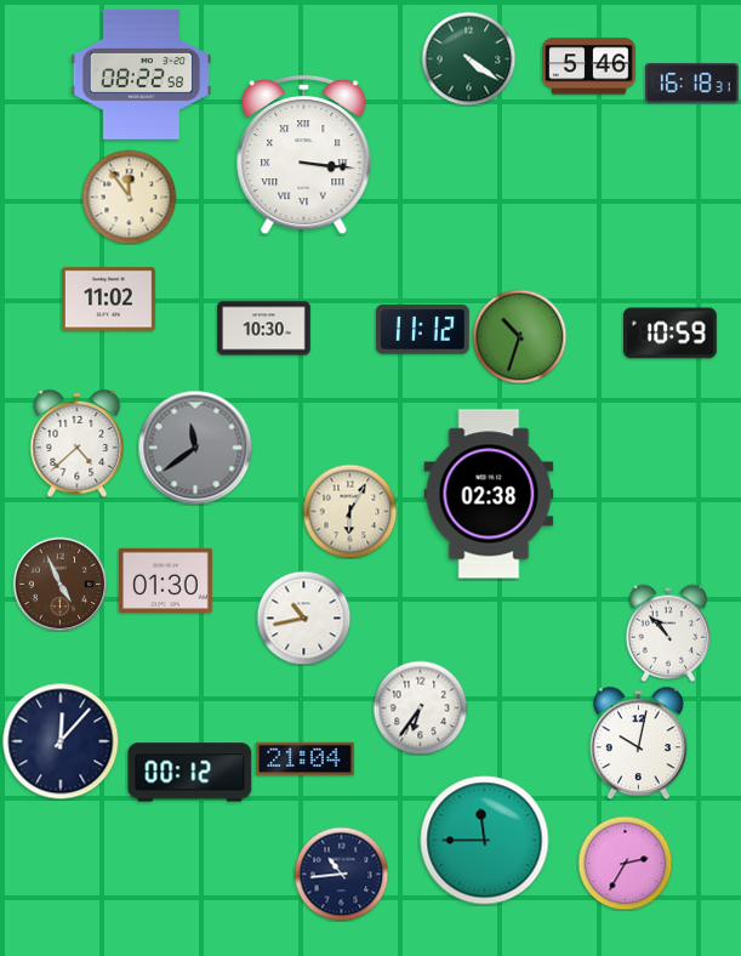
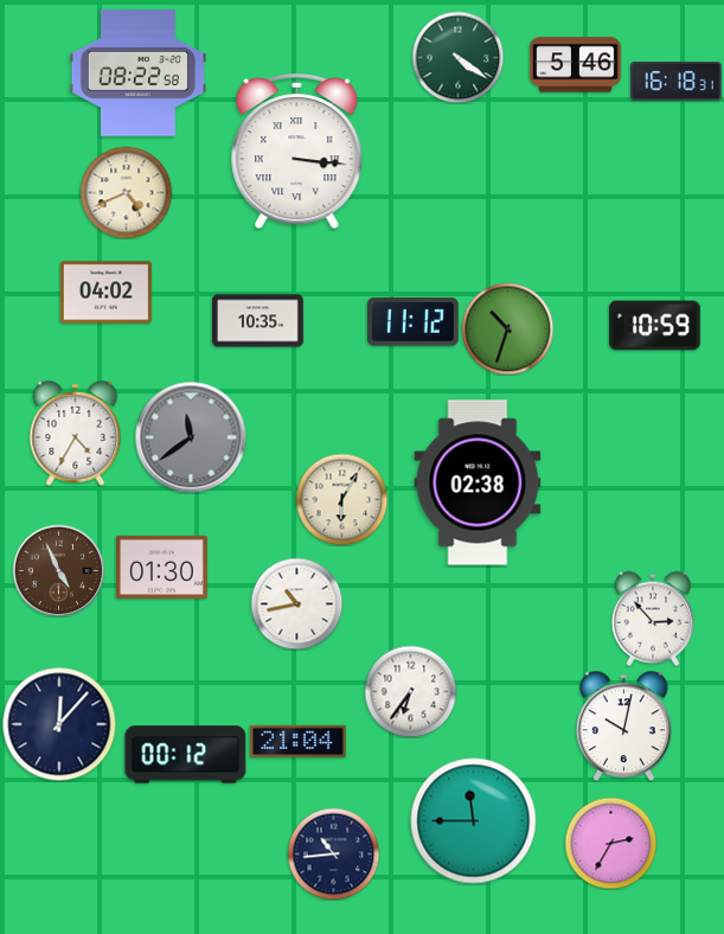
clock at (129, 197): 11:54 -> 4:41
clock at (109, 300): 11:02 -> 04:02
clock at (264, 329): 10:30 -> 10:35
clock at (78, 444): 4:38 -> 4:35
clock at (668, 633): 10:53 -> 2:53
